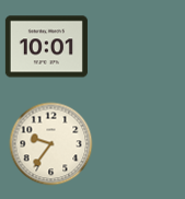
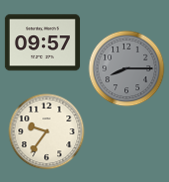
clock at (46, 47): 10:01 -> 09:57
clock at (127, 69): none -> 8:15
